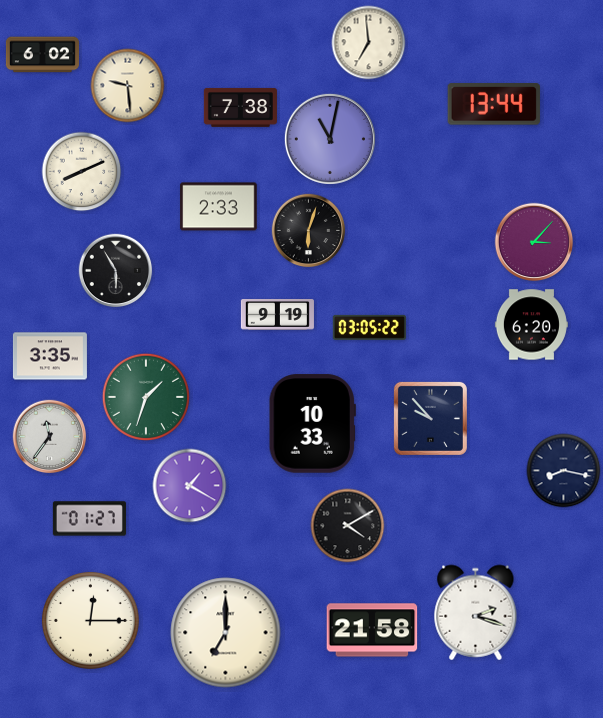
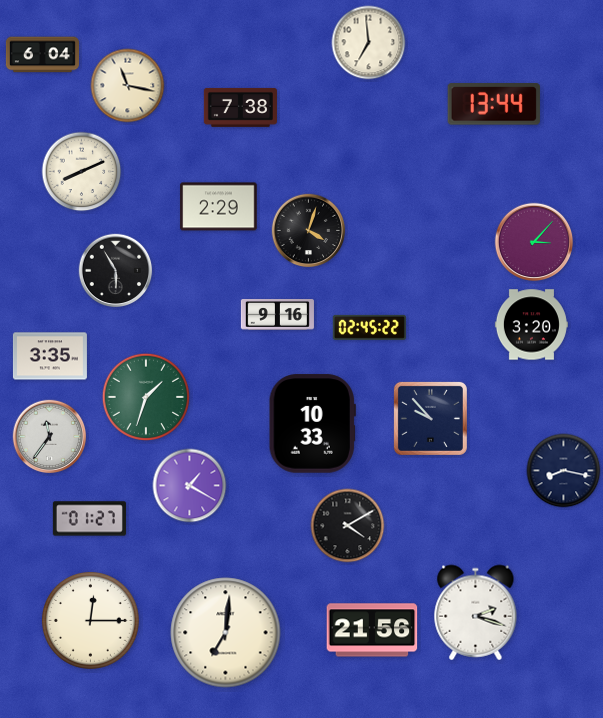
clock at (42, 55): 6:02 -> 6:04
clock at (128, 86): 9:29 -> 11:17
clock at (330, 139): 11:02 -> none
clock at (219, 207): 2:33 -> 2:29
clock at (309, 231): 6:03 -> 4:03
clock at (277, 315): 9:19 -> 9:16
clock at (531, 325): 6:20 -> 3:20
clock at (369, 327): 03:05 -> 02:45
clock at (372, 630): 21:58 -> 21:56
clock at (226, 633): 7:00 -> 7:01
